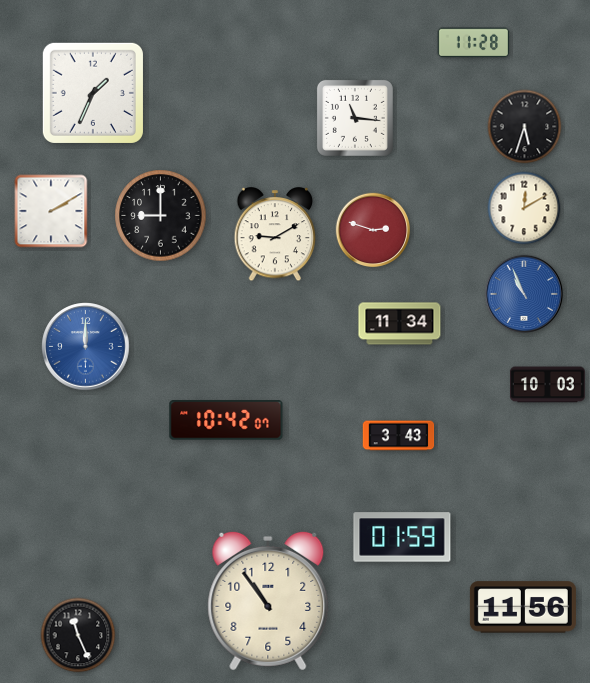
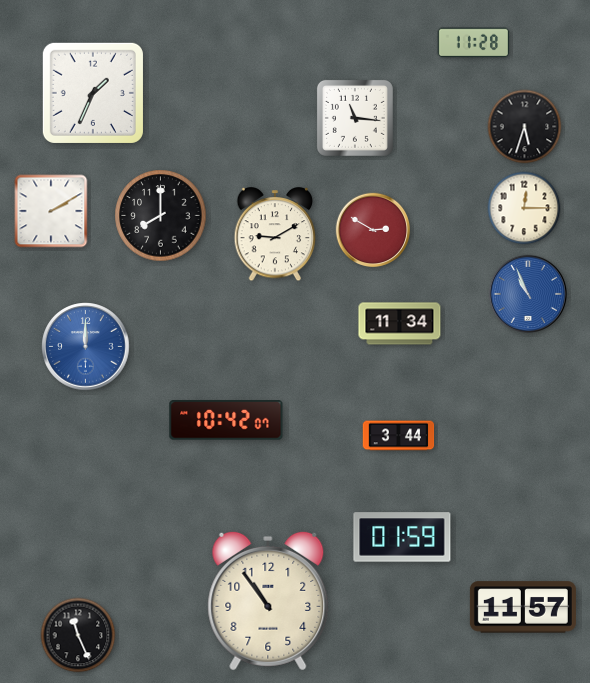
clock at (524, 208): 12:10 -> 12:15
clock at (161, 216): 9:00 -> 8:00
clock at (373, 230): 2:48 -> 2:50
clock at (524, 294) position: (524, 294) -> (528, 294)
clock at (548, 385): 10:03 -> none
clock at (399, 436): 3:43 -> 3:44
clock at (523, 607): 11:56 -> 11:57
